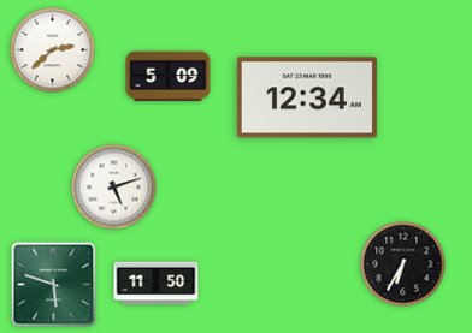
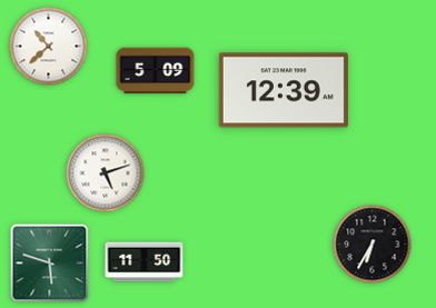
clock at (53, 50): 2:38 -> 10:38
clock at (307, 97): 12:34 -> 12:39
